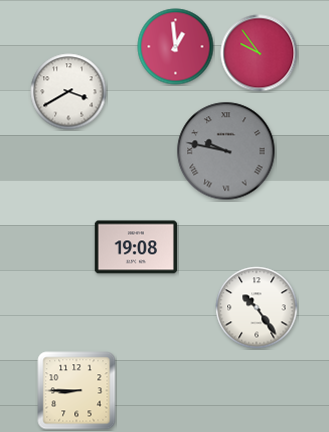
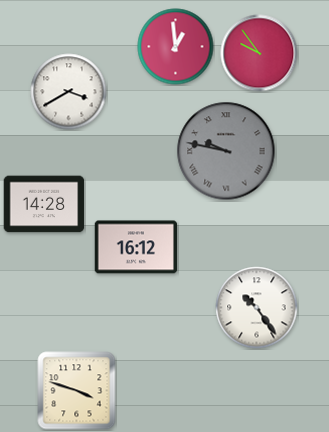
clock at (44, 204): none -> 14:28
clock at (136, 247): 19:08 -> 16:12
clock at (77, 391): 8:45 -> 3:48
